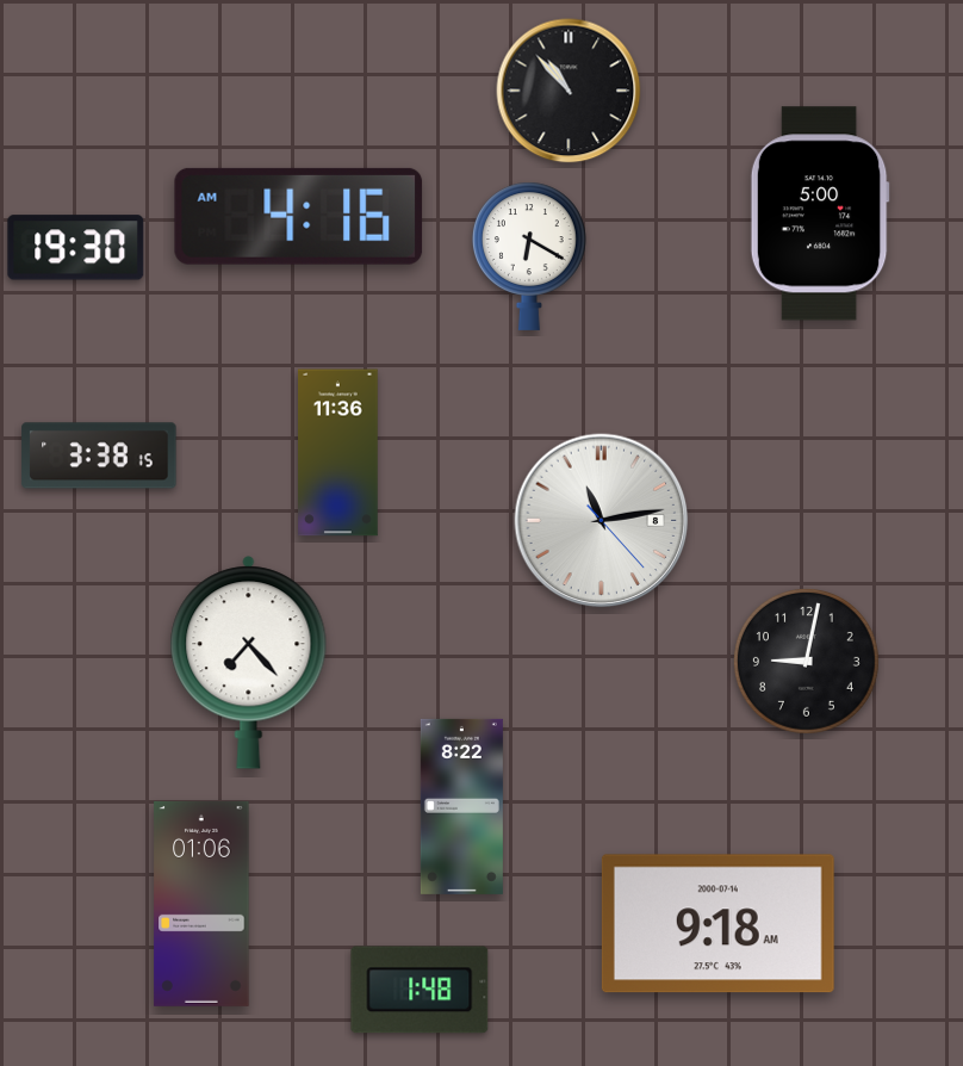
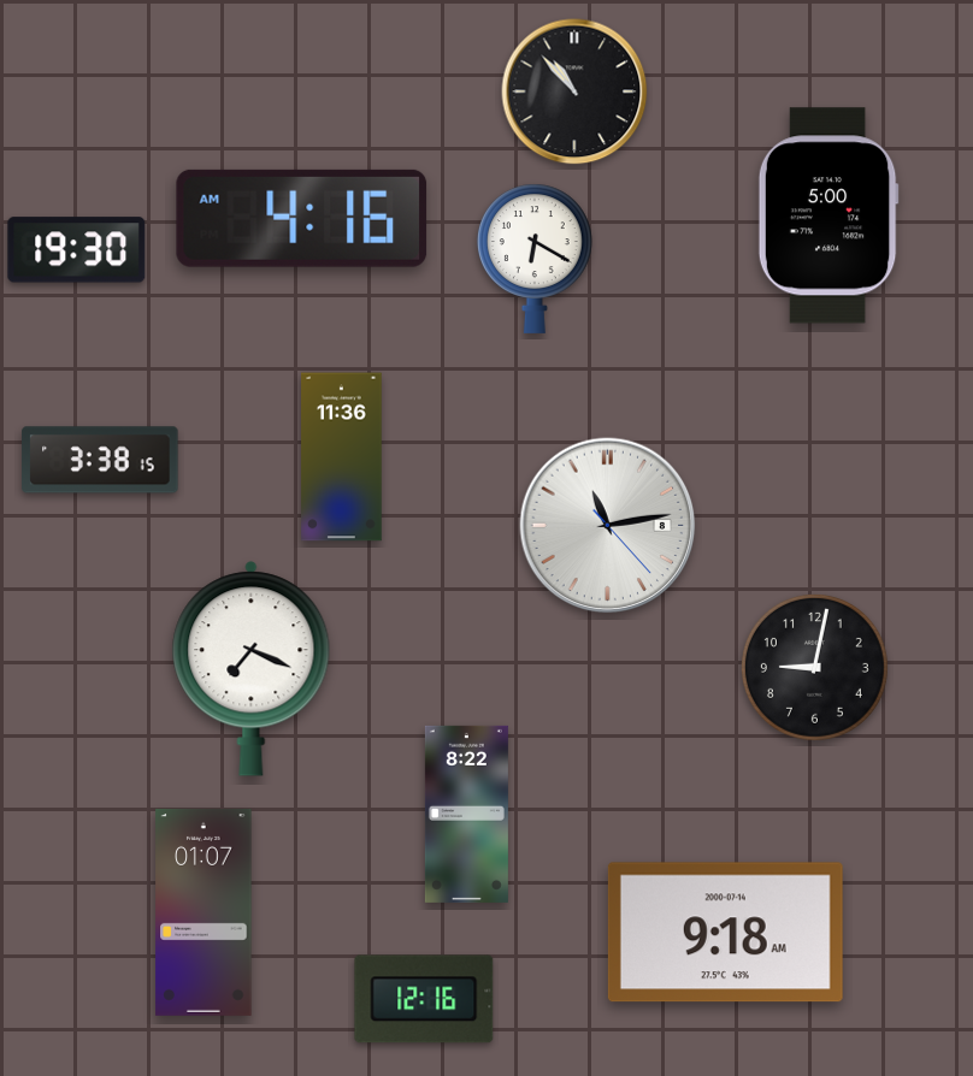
clock at (249, 663): 7:23 -> 7:19
clock at (201, 904): 01:06 -> 01:07
clock at (420, 990): 1:48 -> 12:16
